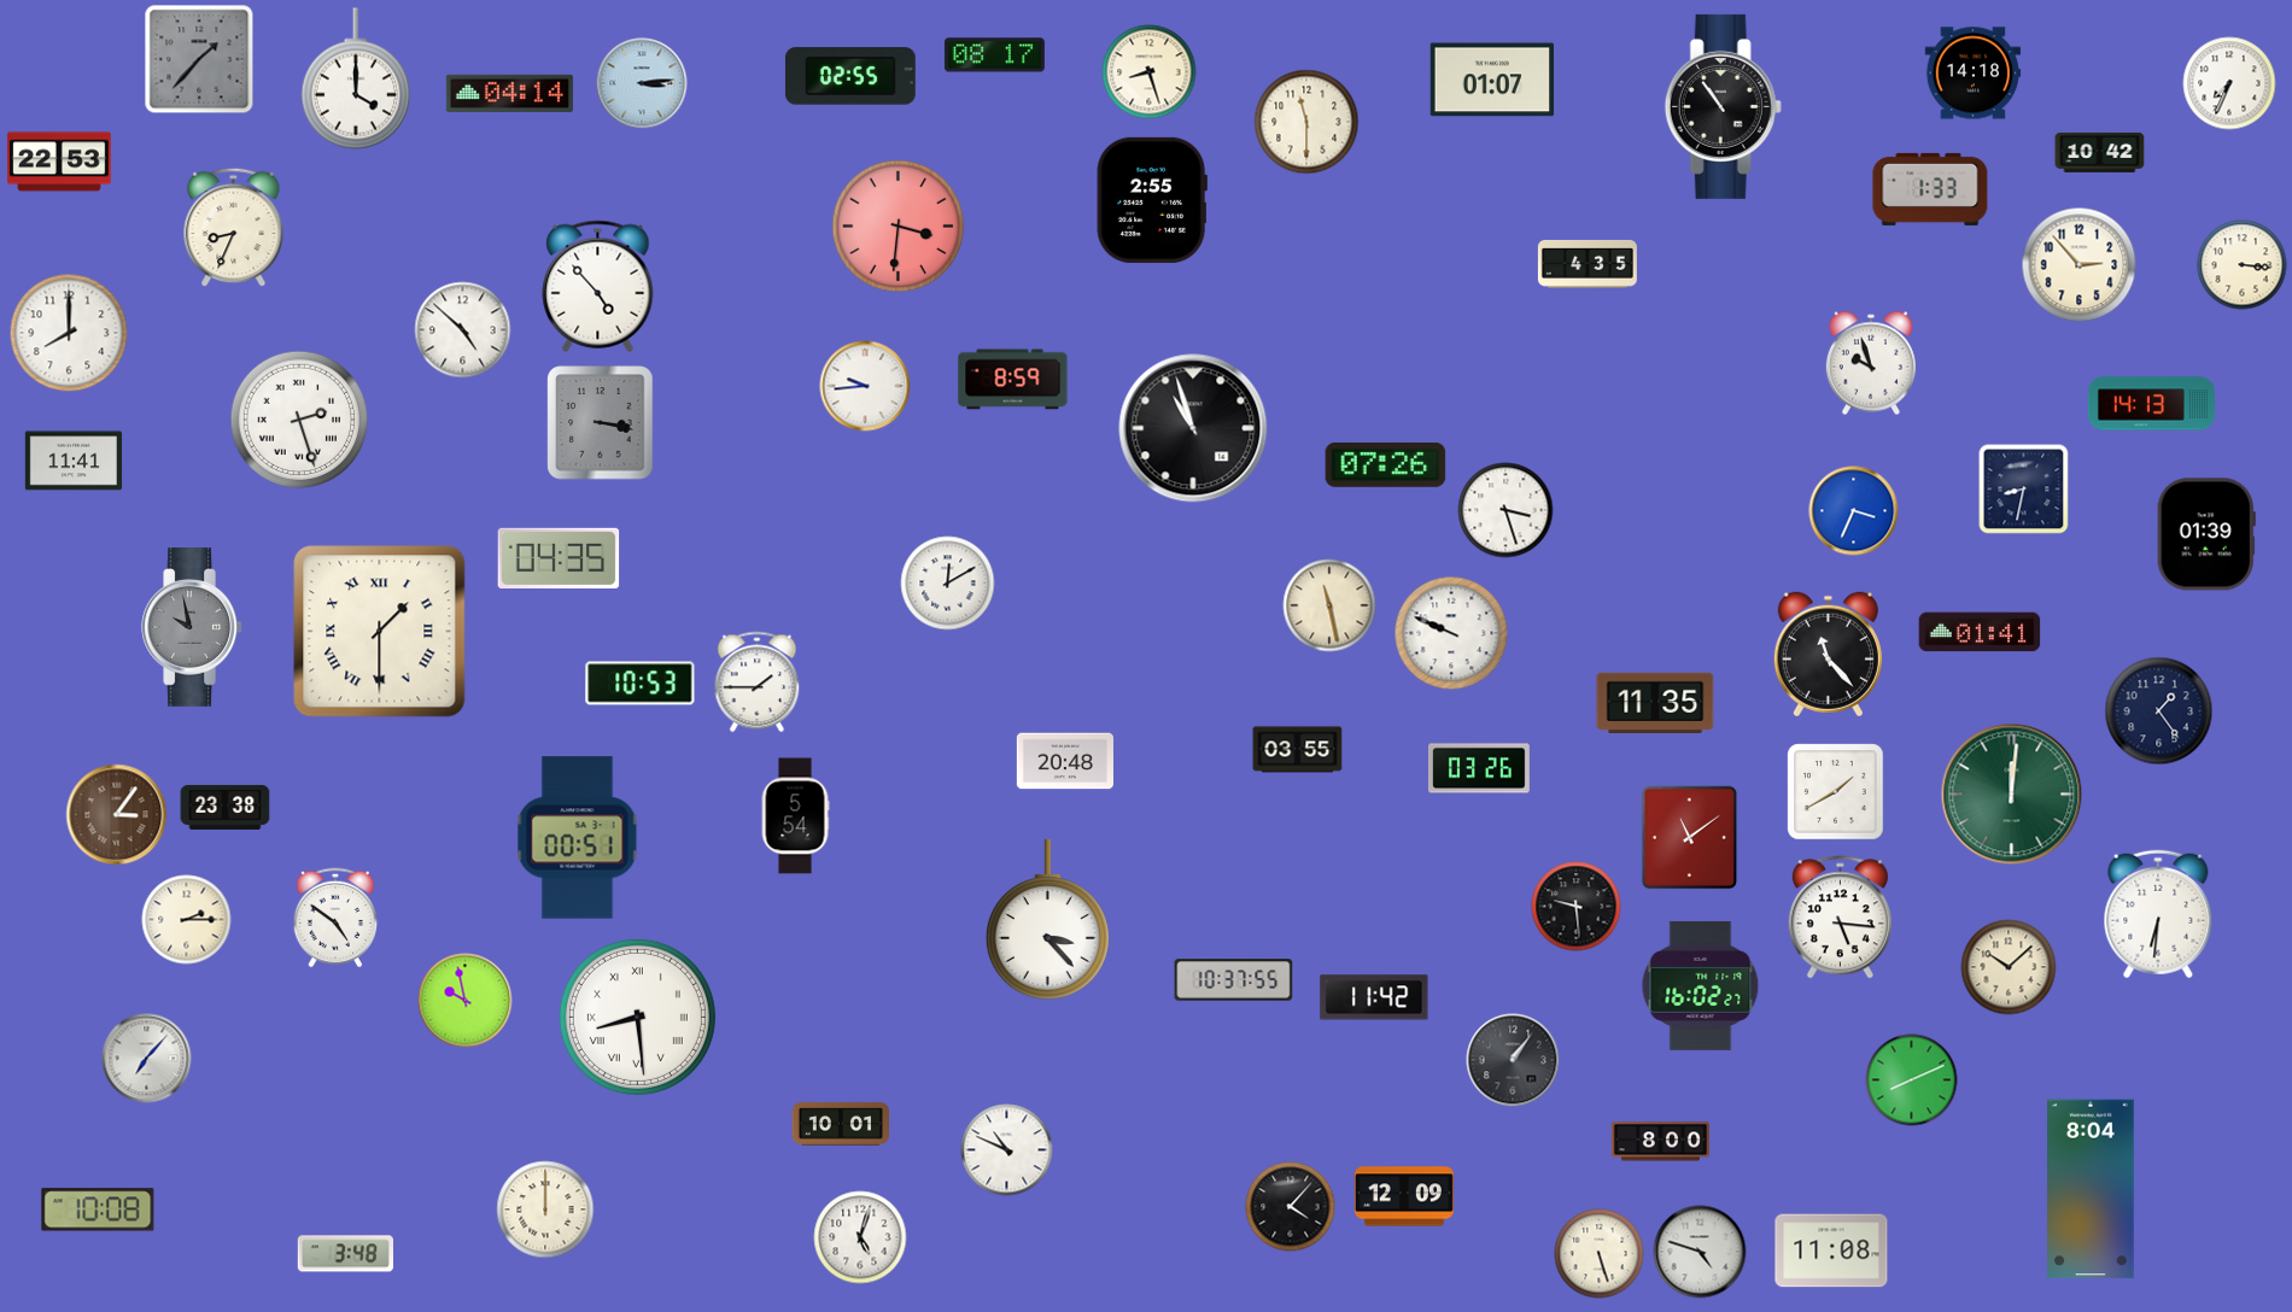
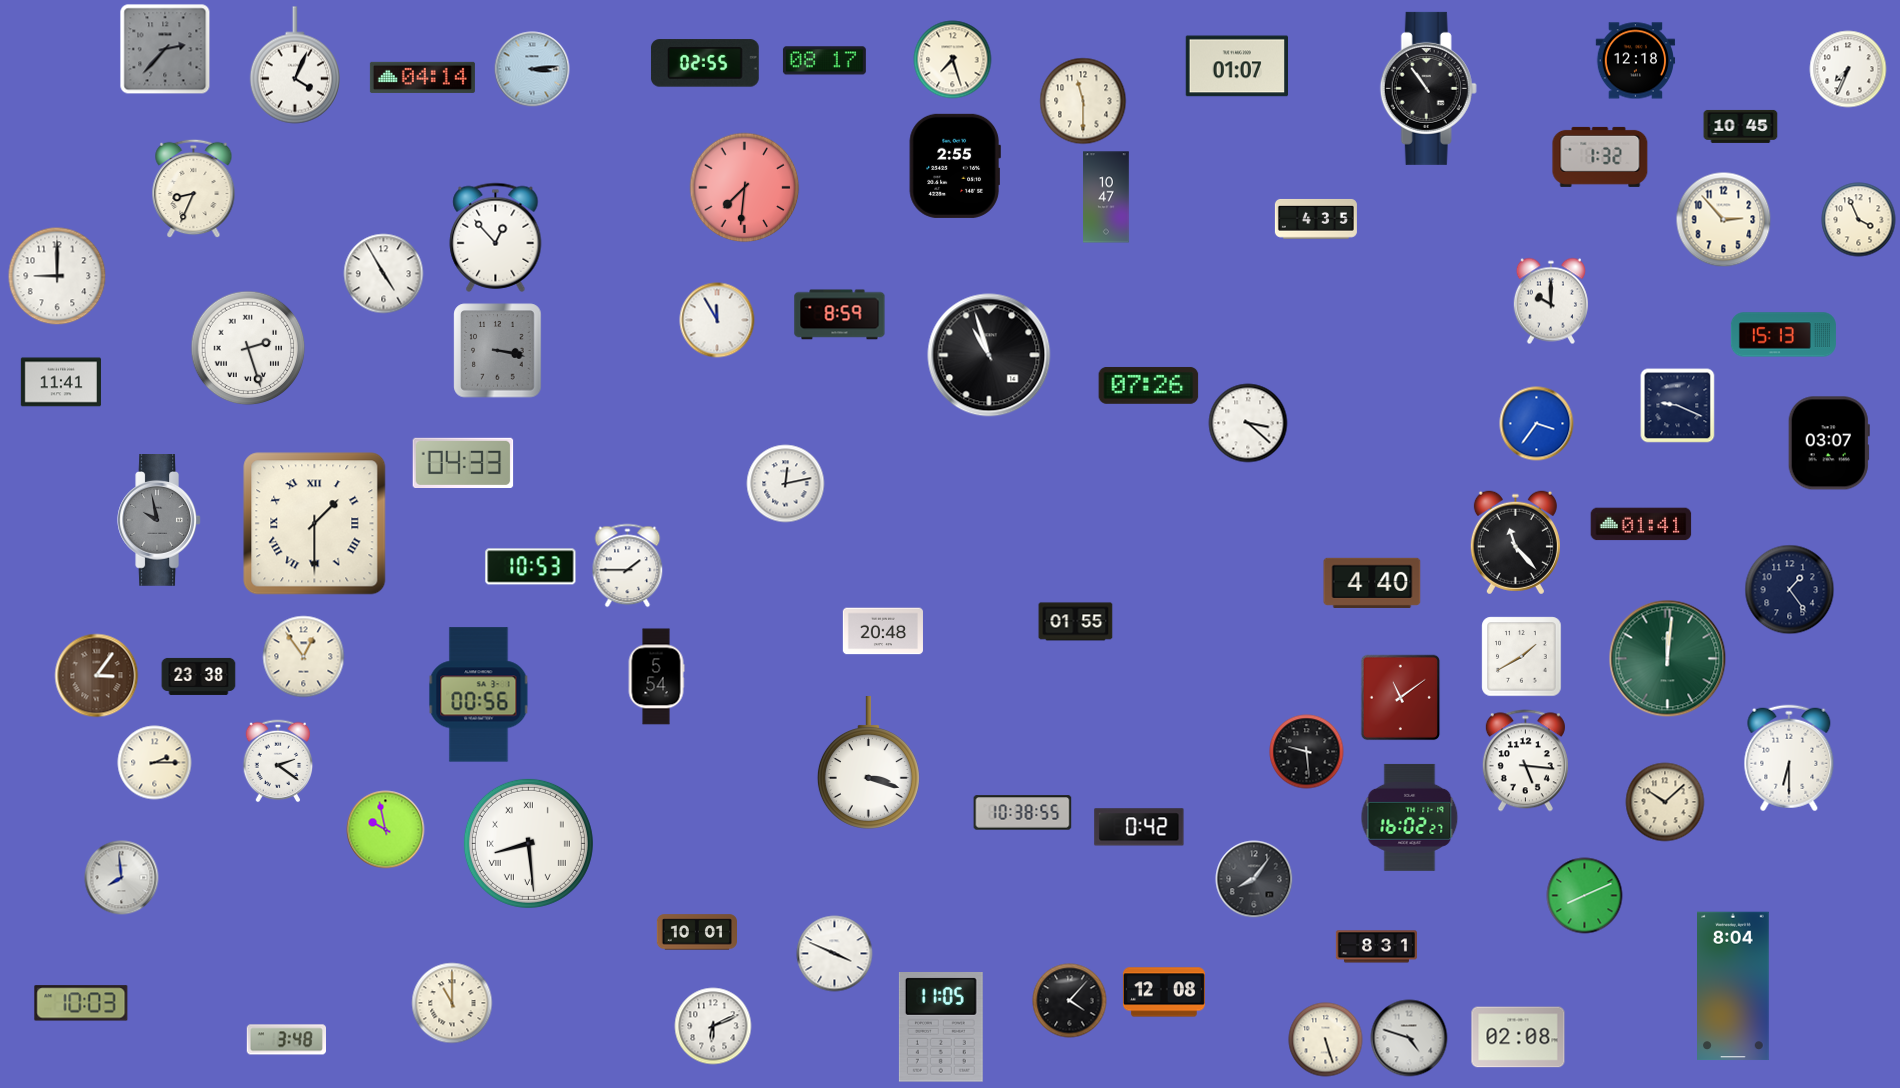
clock at (994, 55) position: (994, 55) -> (824, 61)
clock at (199, 59): 1:37 -> 2:37
clock at (1150, 72): 8:27 -> 7:27
clock at (1974, 74): 14:18 -> 12:18
clock at (356, 78): 4:00 -> 4:04
clock at (2100, 152): 10:42 -> 10:45
clock at (59, 162): 22:53 -> none
clock at (1930, 189): 1:33 -> 1:32
clock at (899, 227): 3:31 -> 7:31
clock at (1106, 197): none -> 10:47
clock at (2243, 265): 3:16 -> 3:56
clock at (598, 286): 4:53 -> 12:53
clock at (463, 330): 4:52 -> 4:55
clock at (69, 333): 8:00 -> 9:00
clock at (1871, 363): 9:57 -> 10:00
clock at (865, 386): 9:44 -> 11:55
clock at (2151, 404): 14:13 -> 15:13
clock at (2024, 490): 8:32 -> 9:19
clock at (1505, 510): 3:27 -> 3:22
clock at (1854, 511): 3:34 -> 3:36
clock at (2206, 534): 01:39 -> 03:07
clock at (559, 557): 04:35 -> 04:33
clock at (948, 584): 12:10 -> 12:13
clock at (1329, 605): 11:28 -> none
clock at (1451, 633): 9:49 -> none
clock at (1655, 703): 11:35 -> 4:40
clock at (1298, 750): 03:55 -> 01:55
clock at (1480, 768): 03:26 -> none
clock at (304, 657): none -> 12:54
clock at (226, 807) position: (226, 807) -> (199, 676)
clock at (795, 816) position: (795, 816) -> (656, 677)
clock at (578, 838): 00:51 -> 00:56
clock at (1690, 838) position: (1690, 838) -> (1401, 698)
clock at (2158, 914): 6:31 -> 6:30
clock at (335, 918): 4:51 -> 2:21
clock at (1047, 920): 3:23 -> 3:18
clock at (1234, 980): 10:37 -> 10:38
clock at (1374, 997): 11:42 -> 0:42
clock at (147, 1059): 7:07 -> 7:59
clock at (1513, 1060): 1:06 -> 8:06
clock at (1660, 1142): 8:00 -> 8:31
clock at (1007, 1150): 10:49 -> 3:49
clock at (1404, 1196): 12:09 -> 12:08
clock at (98, 1209): 10:08 -> 10:03
clock at (545, 1209): 12:00 -> 11:00
clock at (860, 1237): 5:03 -> 6:11
clock at (941, 1028): none -> 11:05
clock at (1831, 1250): 11:08 -> 02:08
